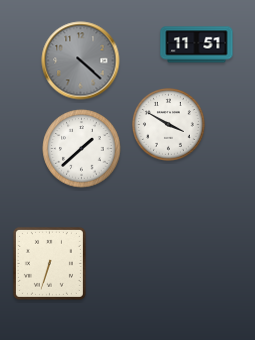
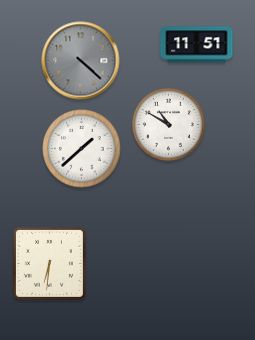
clock at (169, 125): 3:50 -> 10:50
clock at (49, 263): 6:33 -> 6:31
